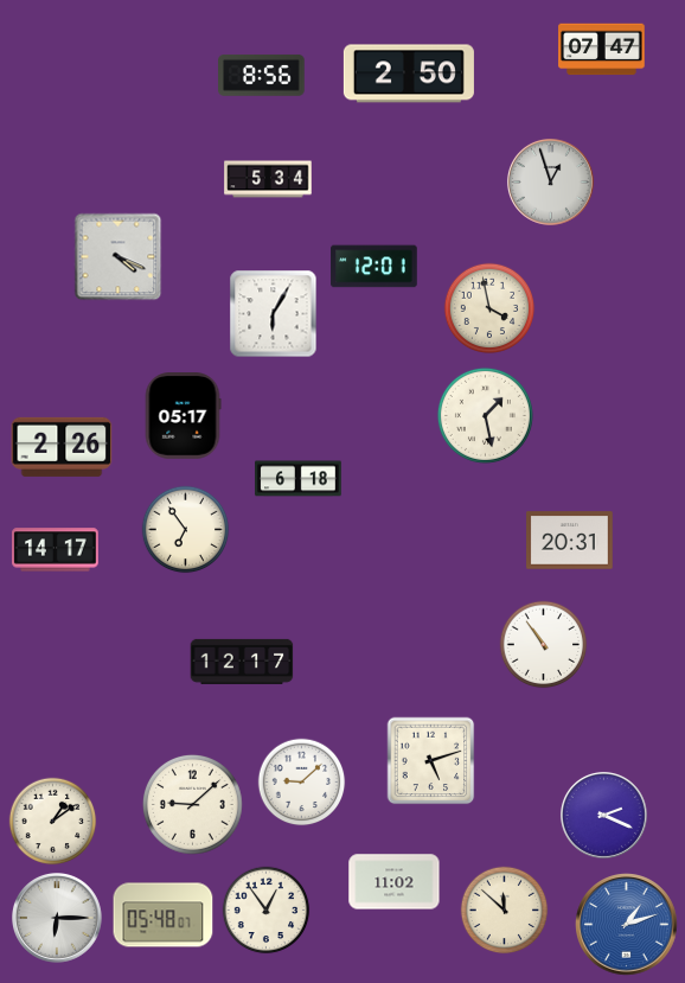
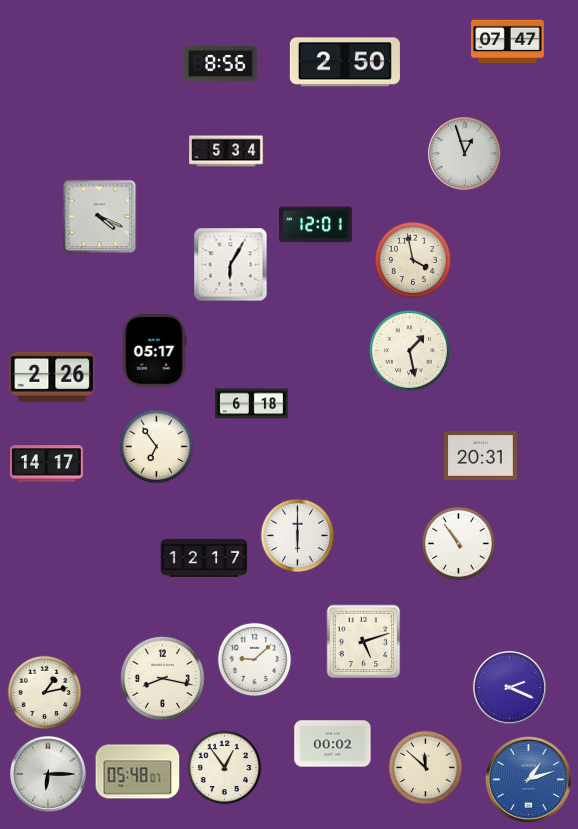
clock at (298, 536): none -> 6:00
clock at (193, 805): 9:08 -> 8:17
clock at (53, 822): 1:09 -> 1:13
clock at (395, 882): 11:02 -> 00:02
